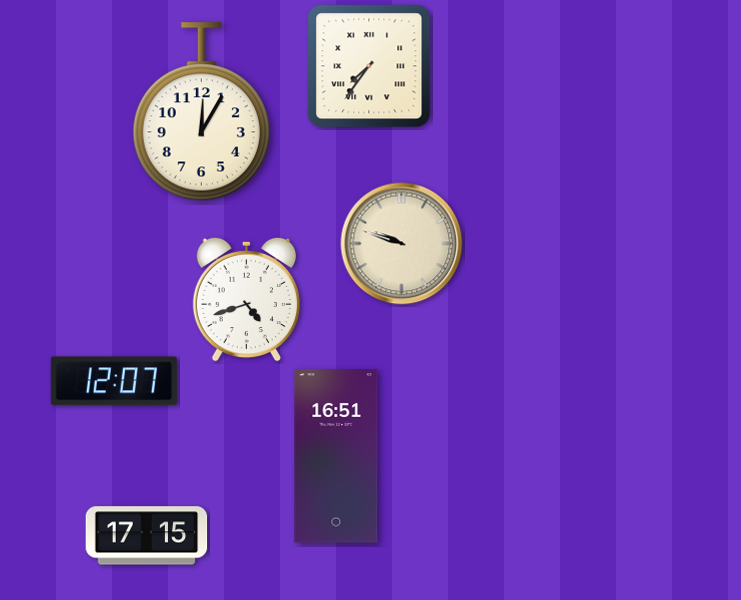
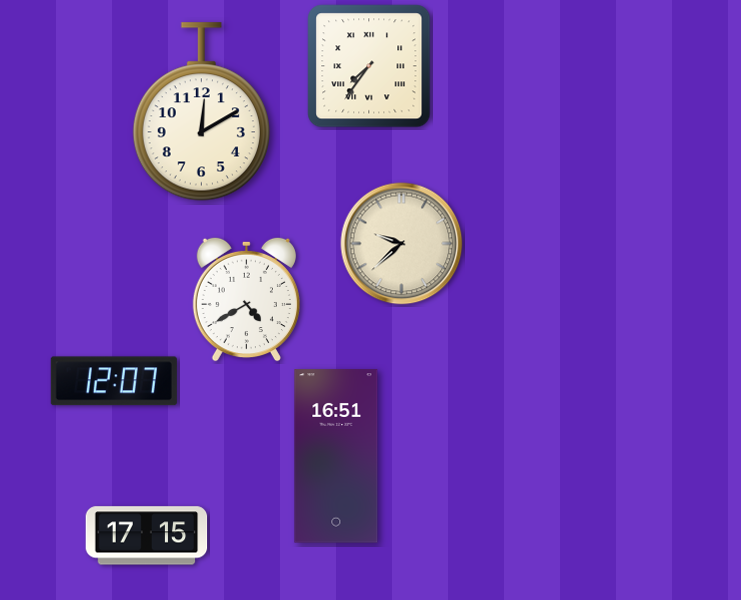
clock at (201, 112): 12:05 -> 12:10
clock at (402, 244): 9:48 -> 9:38
clock at (246, 299): 4:42 -> 4:40
